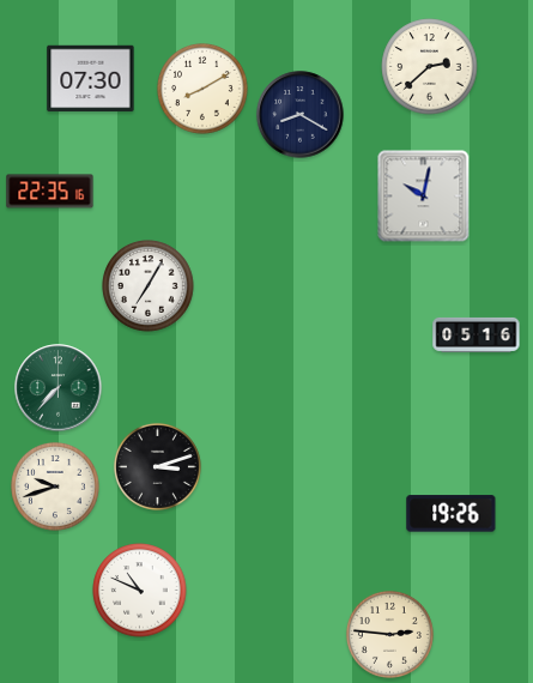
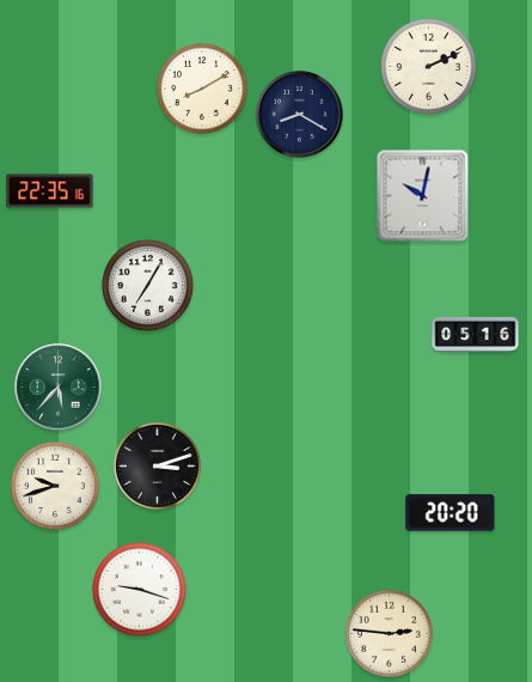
clock at (430, 67): 2:38 -> 2:11
clock at (91, 79): 07:30 -> none
clock at (59, 388): 7:37 -> 5:37
clock at (452, 514): 19:26 -> 20:20
clock at (140, 591): 10:49 -> 9:18
